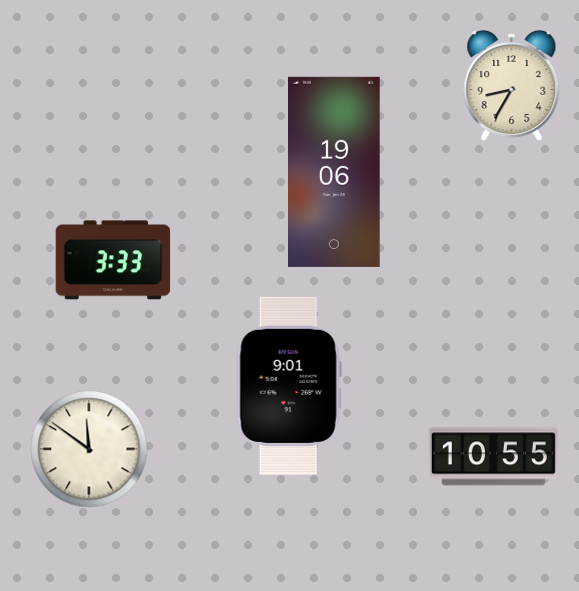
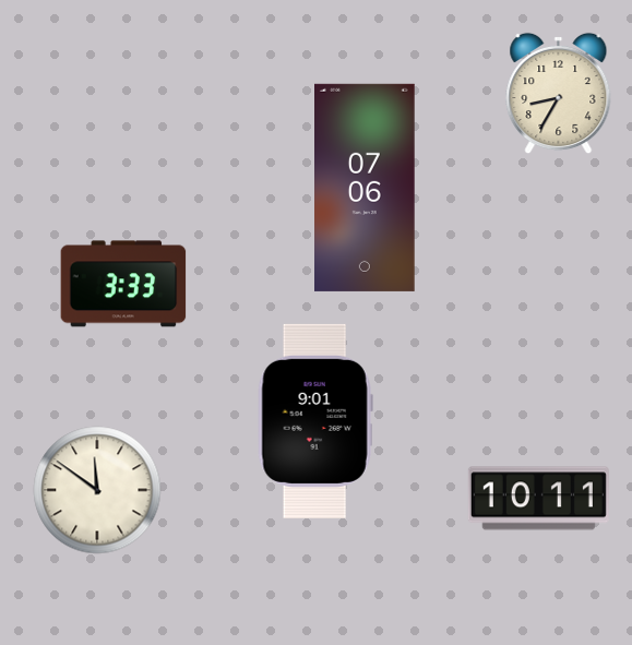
clock at (335, 172): 19:06 -> 07:06
clock at (493, 457): 10:55 -> 10:11
